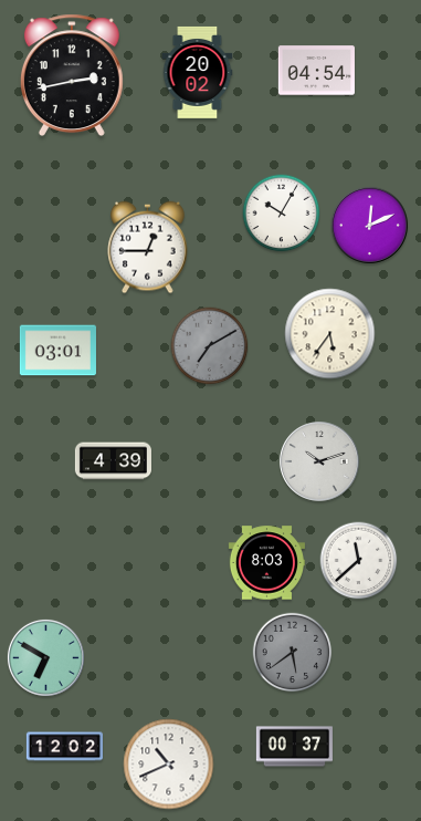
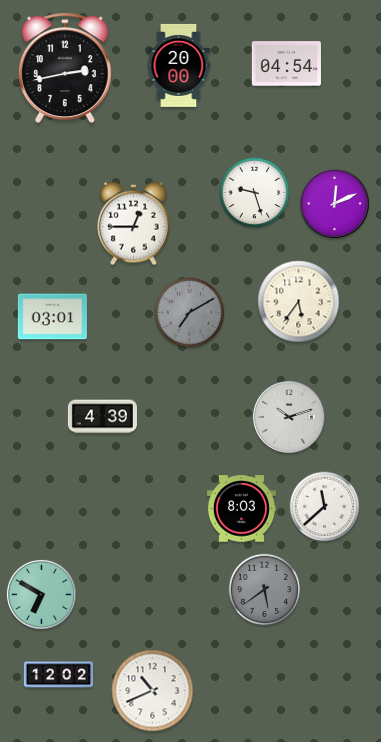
clock at (198, 72): 20:02 -> 20:00
clock at (282, 214): 10:05 -> 9:27
clock at (294, 747): 00:37 -> none
